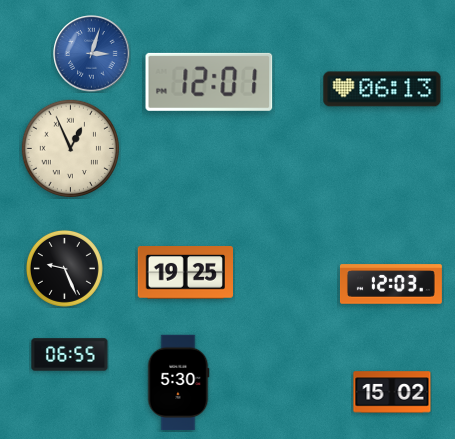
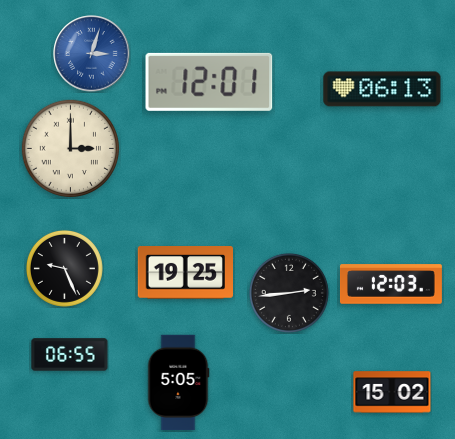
clock at (70, 148): 12:56 -> 3:00
clock at (289, 293): none -> 2:44
clock at (178, 383): 5:30 -> 5:05
